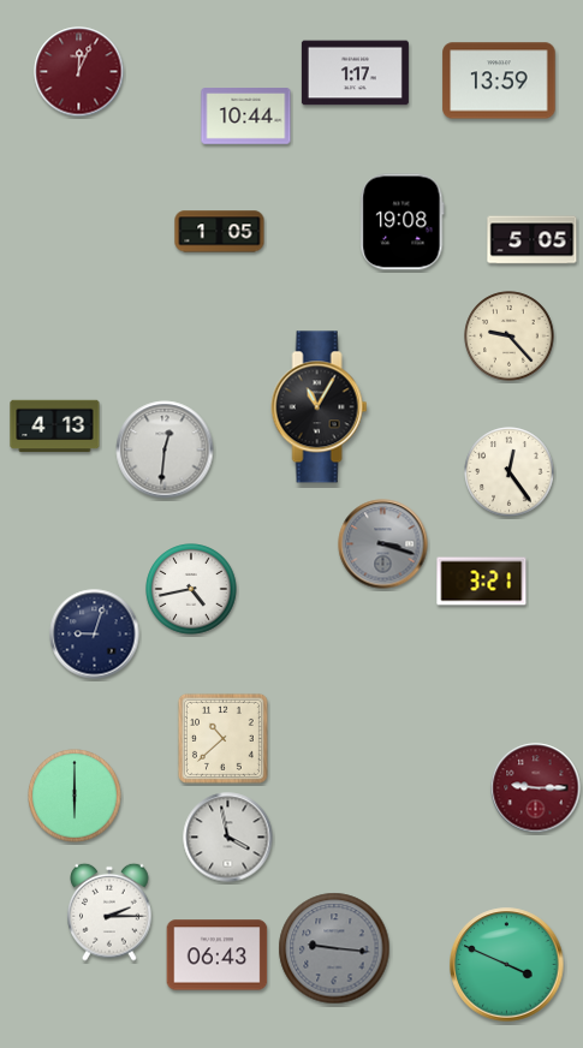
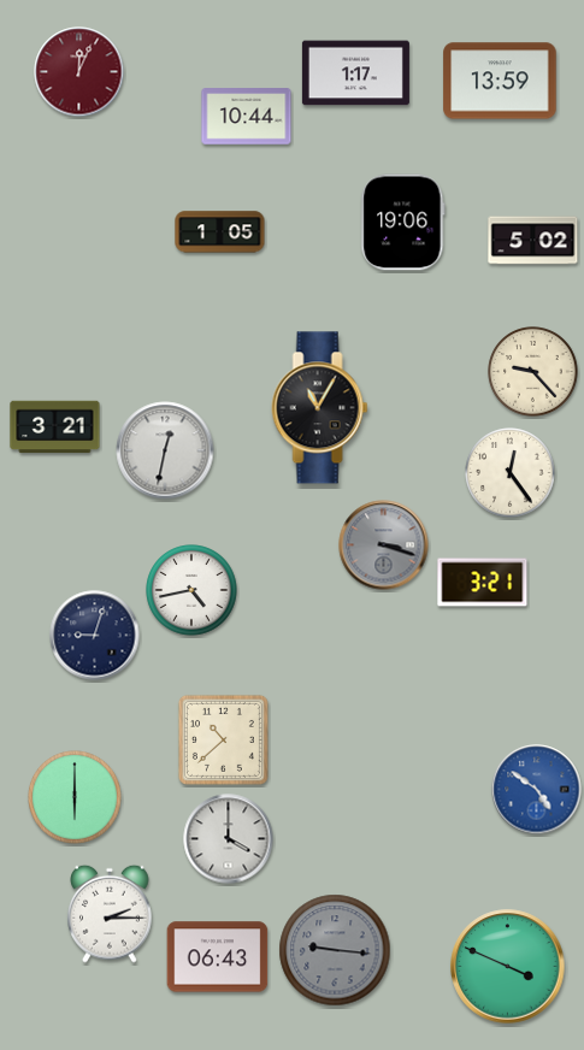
clock at (403, 222): 19:08 -> 19:06
clock at (533, 240): 5:05 -> 5:02
clock at (510, 337) position: (510, 337) -> (533, 372)
clock at (55, 427): 4:13 -> 3:21
clock at (165, 449): 12:31 -> 12:32
clock at (536, 788): 9:15 -> 4:51
clock at (536, 788) dial: burgundy -> blue
clock at (228, 838): 3:58 -> 4:00
